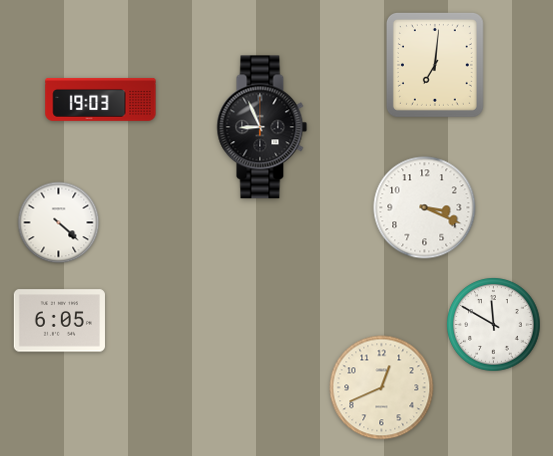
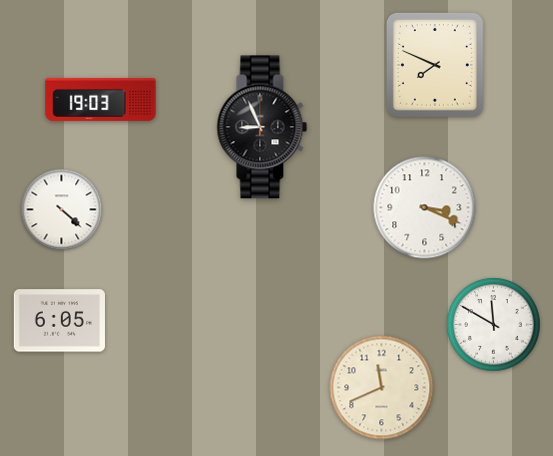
clock at (435, 65): 7:01 -> 7:49
clock at (59, 223) position: (59, 223) -> (62, 210)
clock at (382, 388): 12:41 -> 11:41
